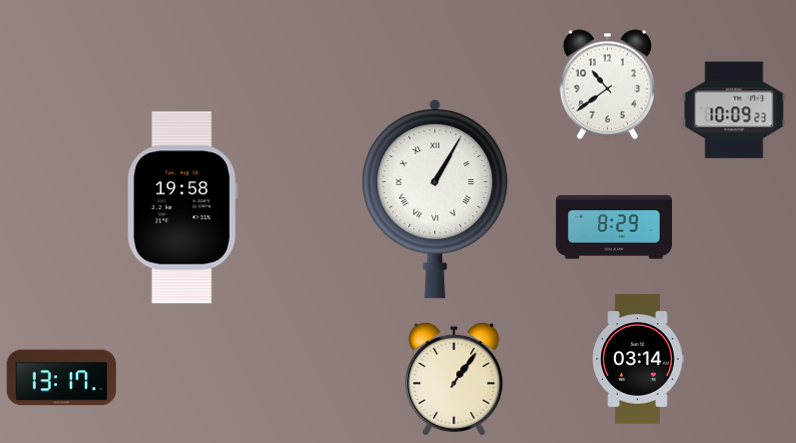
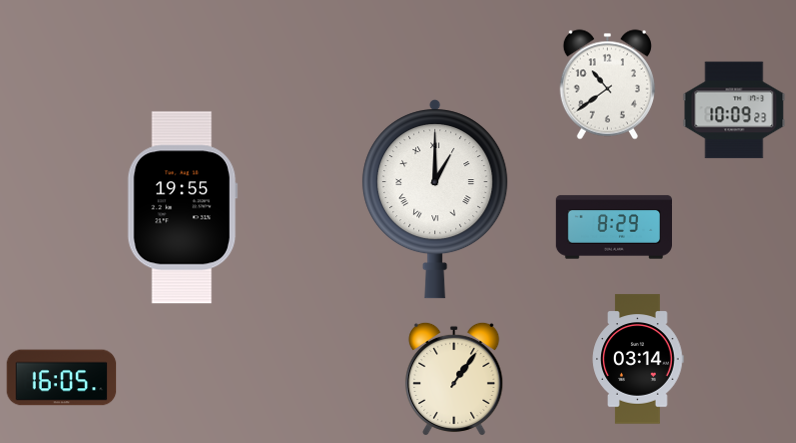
clock at (435, 199): 1:05 -> 1:00
clock at (182, 208): 19:58 -> 19:55
clock at (62, 378): 13:17 -> 16:05
